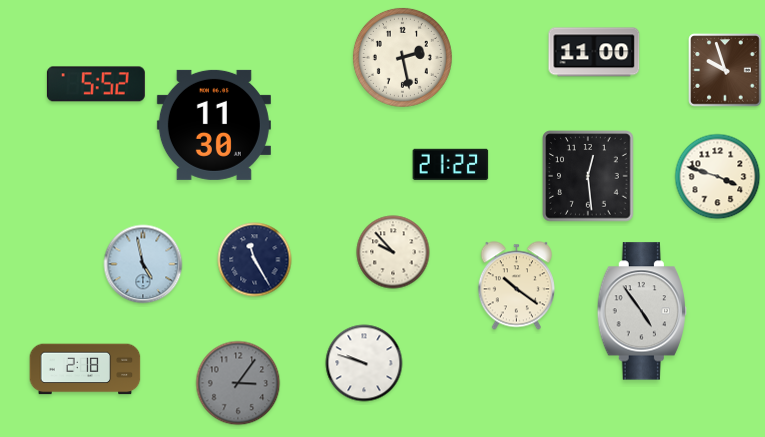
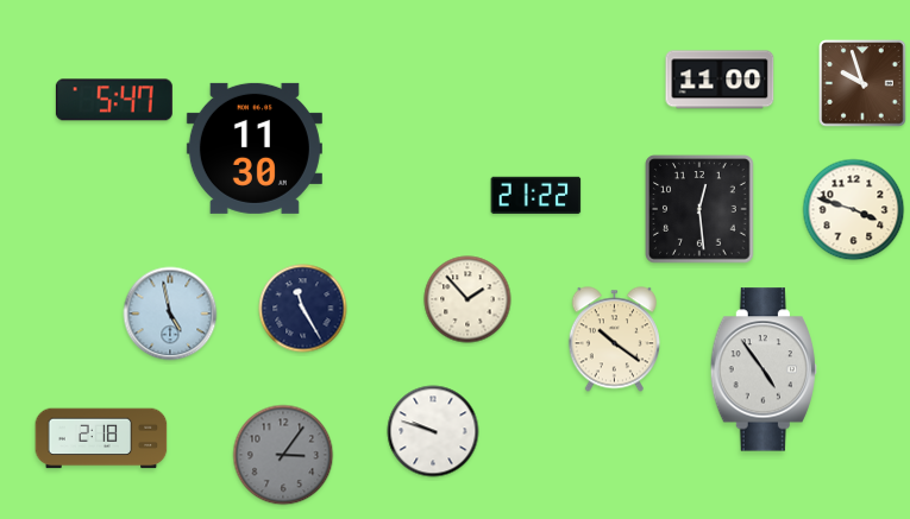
clock at (594, 52) position: (594, 52) -> (720, 80)
clock at (402, 57): 2:28 -> none
clock at (96, 84): 5:52 -> 5:47
clock at (393, 252): 9:53 -> 1:53
